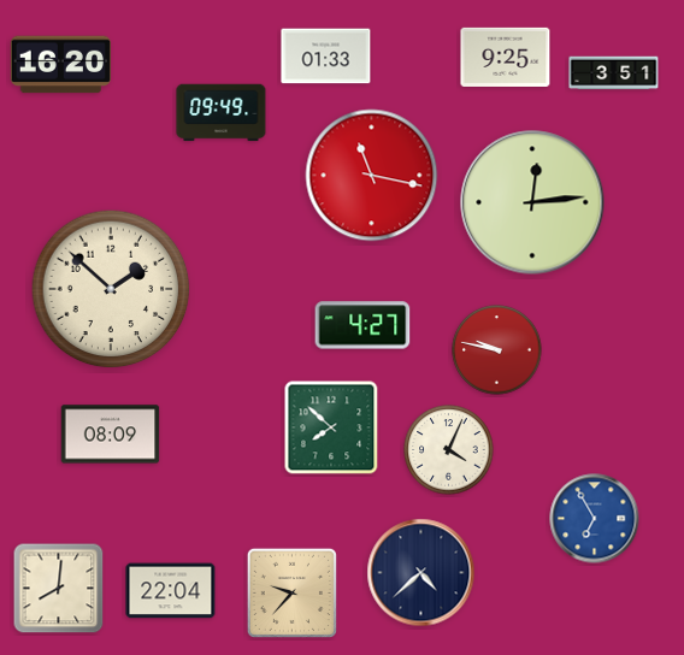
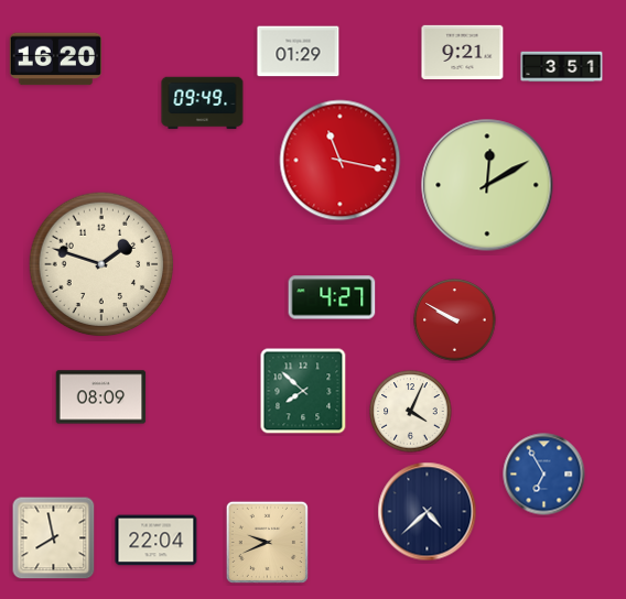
clock at (326, 57): 01:33 -> 01:29
clock at (506, 57): 9:25 -> 9:21
clock at (532, 202): 12:14 -> 12:10
clock at (111, 289): 1:52 -> 1:48
clock at (497, 350): 9:47 -> 9:50
clock at (421, 573) position: (421, 573) -> (428, 512)
clock at (59, 589): 8:01 -> 7:58
clock at (291, 592): 9:37 -> 9:41
